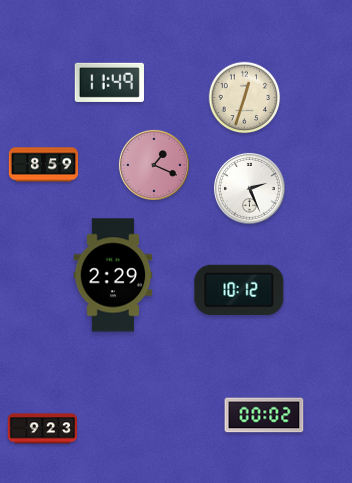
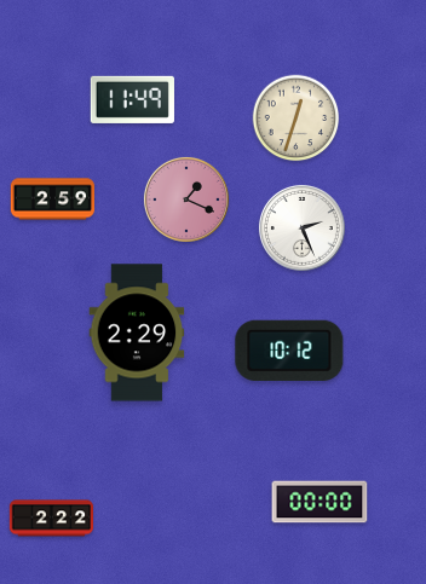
clock at (44, 165): 8:59 -> 2:59
clock at (264, 415): 00:02 -> 00:00
clock at (42, 429): 9:23 -> 2:22
